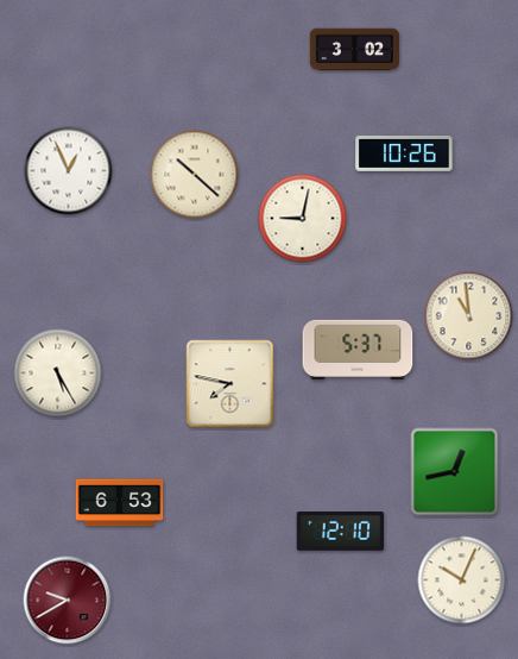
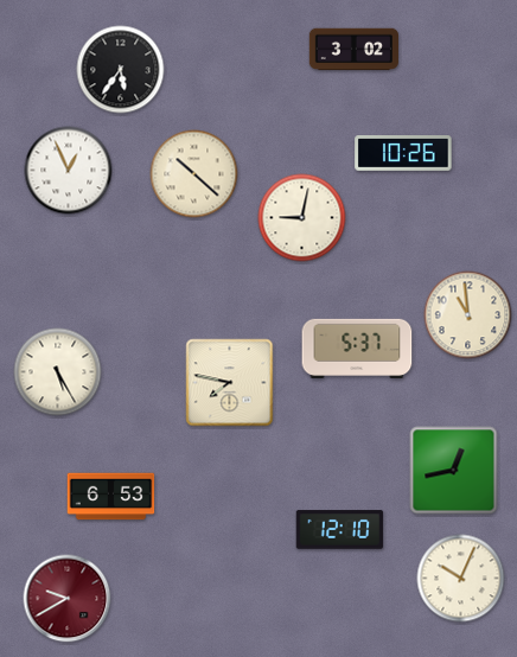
clock at (121, 70): none -> 5:36
clock at (120, 503) position: (120, 503) -> (111, 497)
